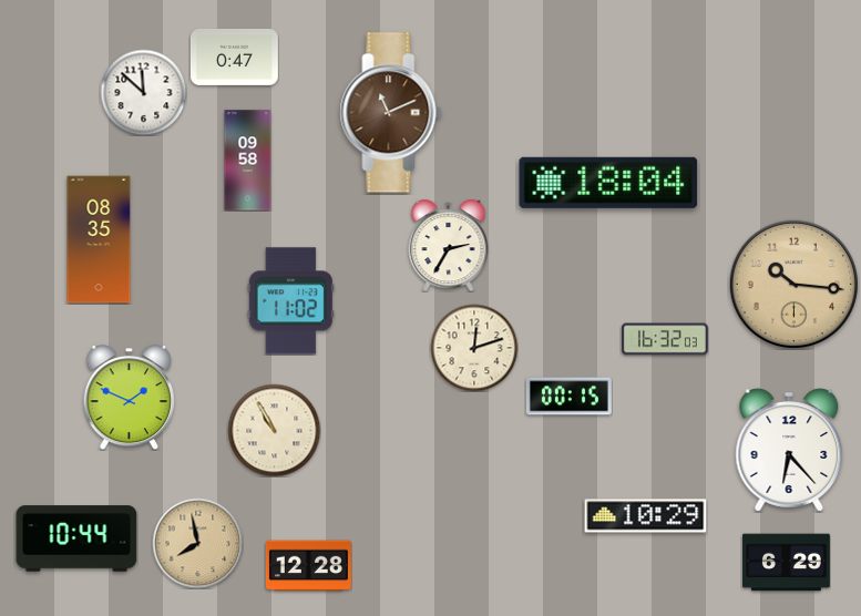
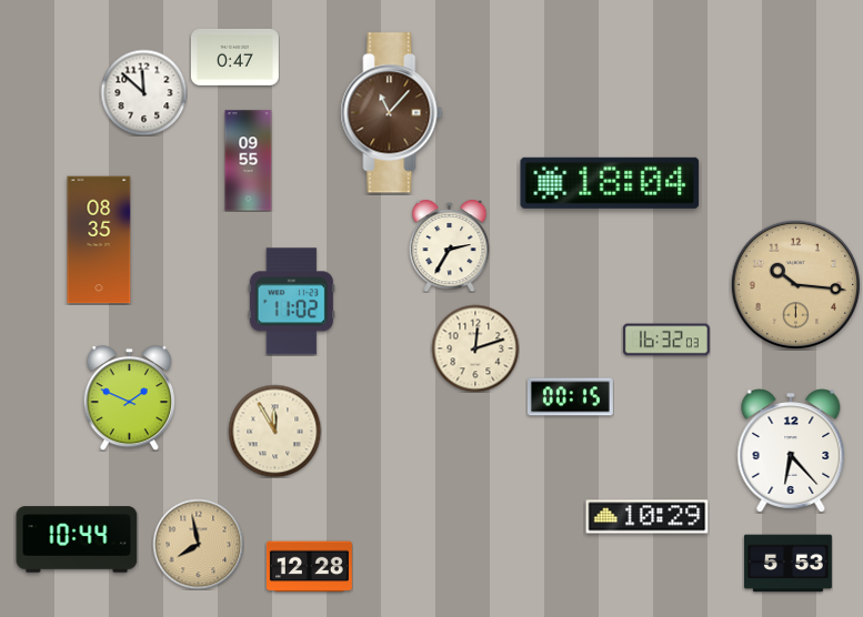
clock at (391, 113): 11:11 -> 11:07
clock at (248, 161): 09:58 -> 09:55
clock at (274, 430): 10:55 -> 11:55
clock at (786, 563): 6:29 -> 5:53
